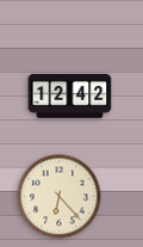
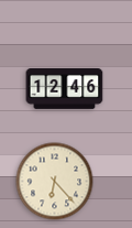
clock at (70, 97): 12:42 -> 12:46
